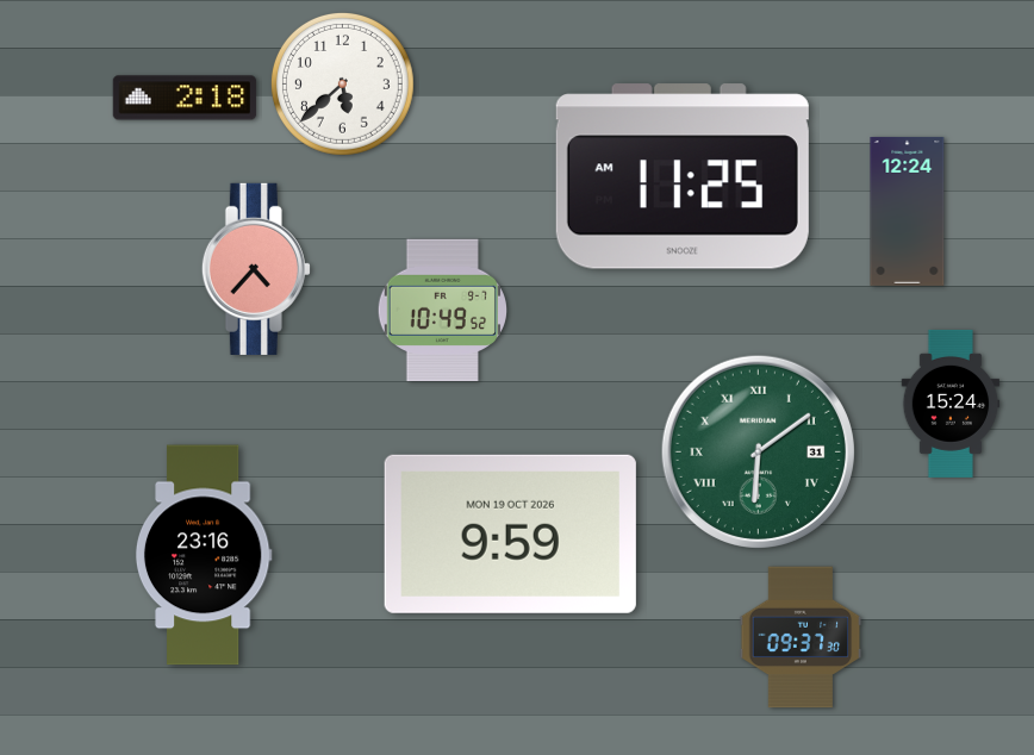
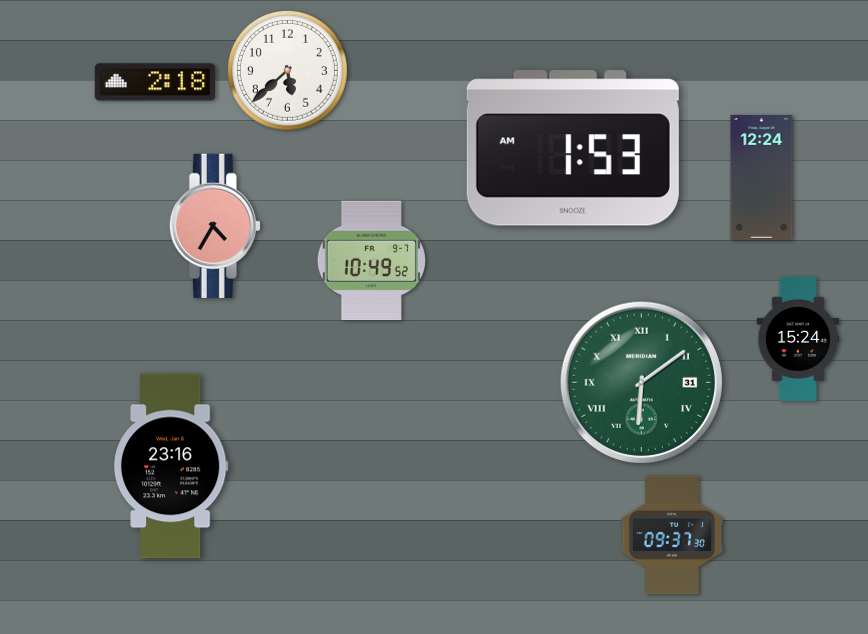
clock at (683, 176): 11:25 -> 1:53
clock at (256, 269): 4:37 -> 4:35
clock at (758, 451) position: (758, 451) -> (641, 382)
clock at (510, 534): 9:59 -> none
